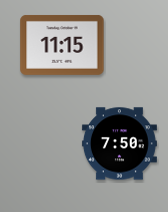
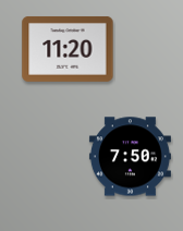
clock at (62, 45): 11:15 -> 11:20
